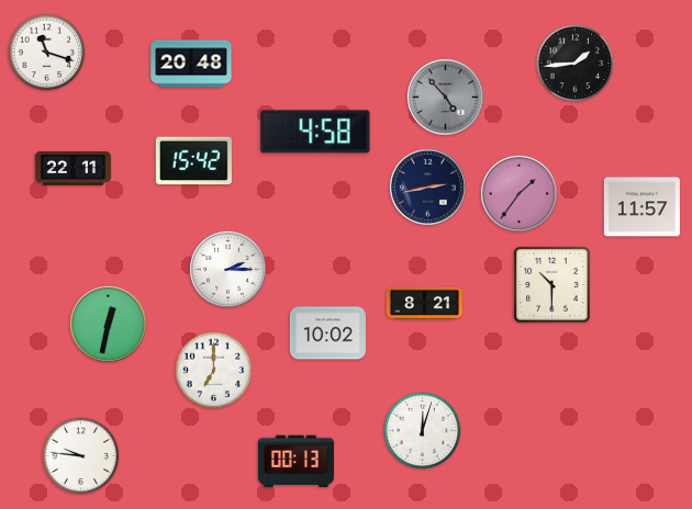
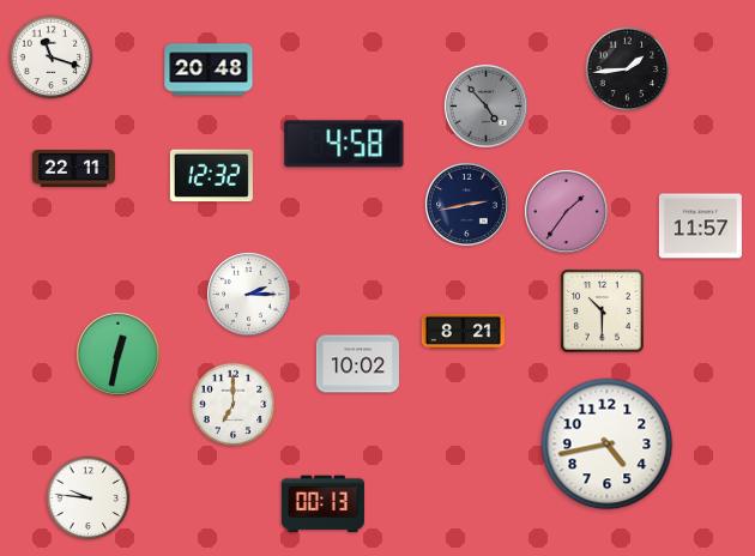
clock at (193, 161): 15:42 -> 12:32
clock at (72, 168) position: (72, 168) -> (73, 168)
clock at (608, 445): none -> 4:43
clock at (423, 431): 12:03 -> none
